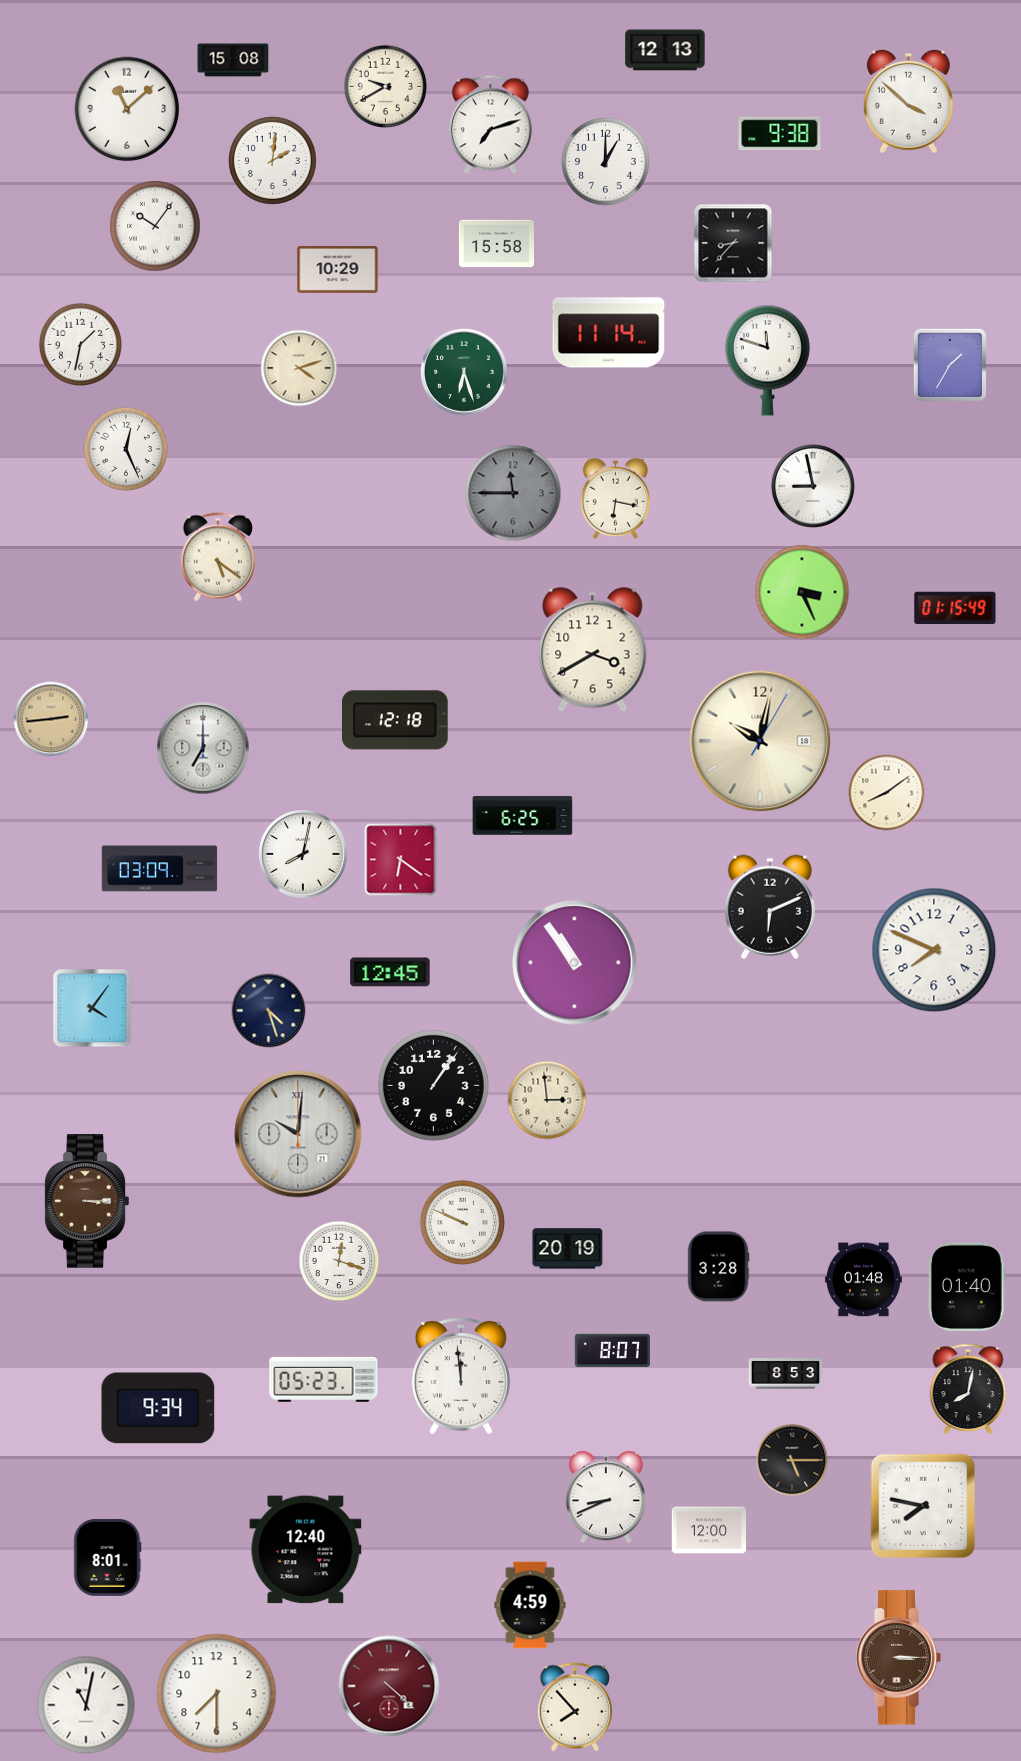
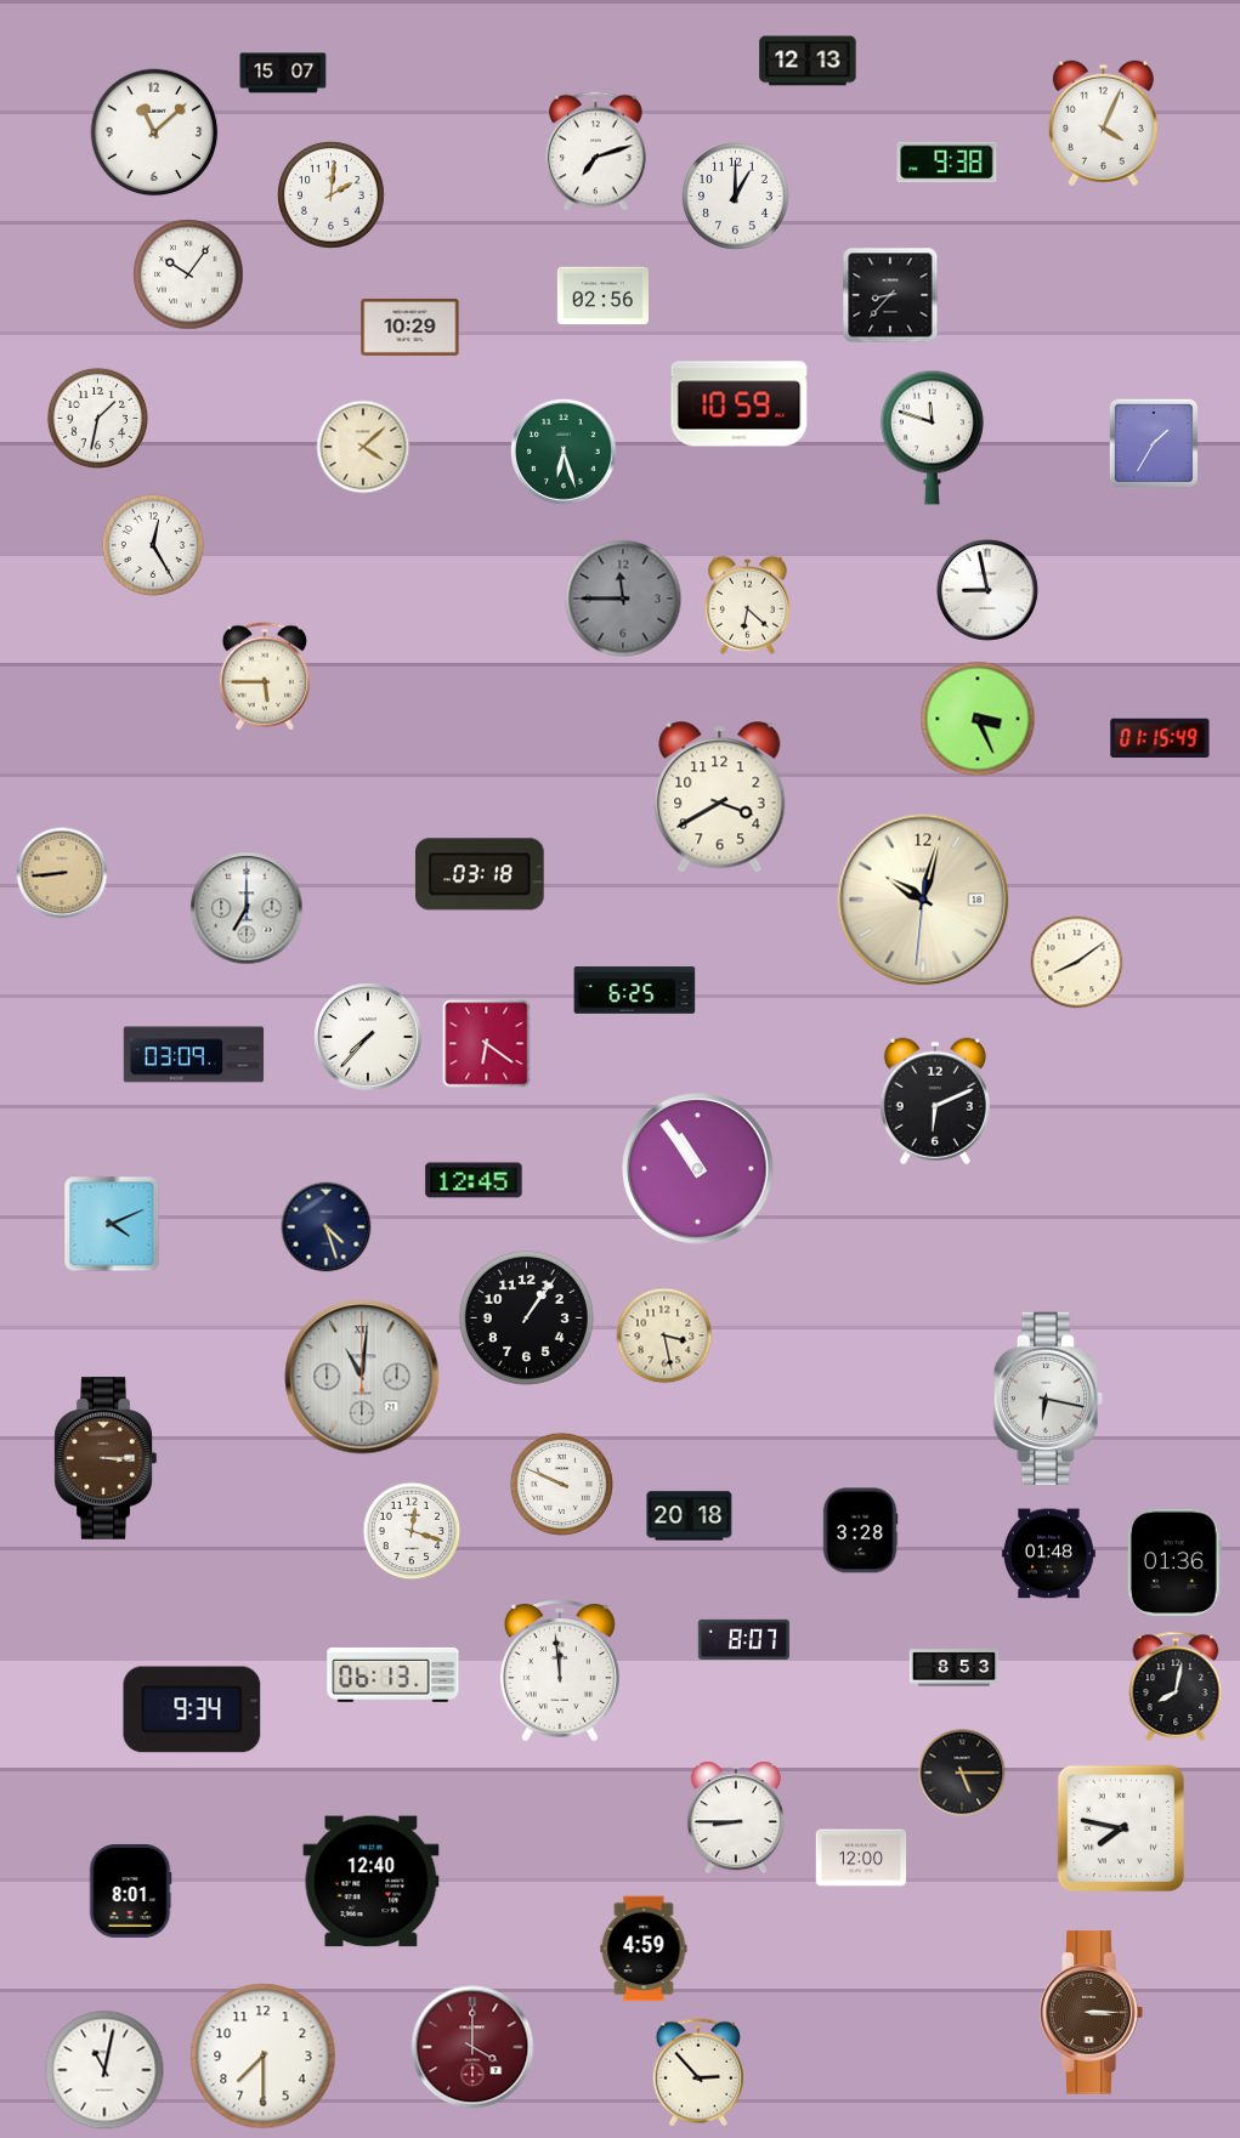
clock at (233, 60): 15:08 -> 15:07
clock at (386, 87): 9:40 -> none
clock at (908, 102): 3:52 -> 4:04
clock at (496, 244): 15:58 -> 02:56
clock at (609, 333): 11:14 -> 10:59
clock at (299, 368): 4:12 -> 4:08
clock at (126, 449): 12:26 -> 12:25
clock at (615, 498): 6:17 -> 6:22
clock at (217, 557): 5:21 -> 5:45
clock at (802, 592) position: (802, 592) -> (978, 719)
clock at (593, 650) position: (593, 650) -> (720, 798)
clock at (51, 719): 2:44 -> 8:44
clock at (396, 720): 12:18 -> 03:18
clock at (760, 741): 10:02:05 -> 10:02:31
clock at (303, 854): 8:02 -> 7:37
clock at (934, 950): 7:49 -> none
clock at (92, 1008): 4:06 -> 4:11
clock at (547, 1100): 2:59 -> 3:28
clock at (298, 1134): 10:01 -> 11:01
clock at (1048, 1399): none -> 6:17
clock at (568, 1249): 20:19 -> 20:18
clock at (718, 1267) position: (718, 1267) -> (860, 1531)
clock at (967, 1286): 01:40 -> 01:36
clock at (324, 1379): 05:23 -> 06:13
clock at (606, 1497): 8:41 -> 8:45
clock at (389, 1686): 4:22 -> 4:00
clock at (574, 1707): 7:53 -> 2:53
